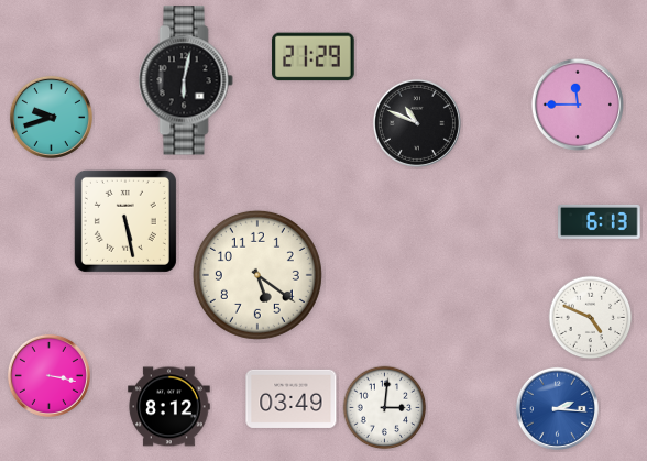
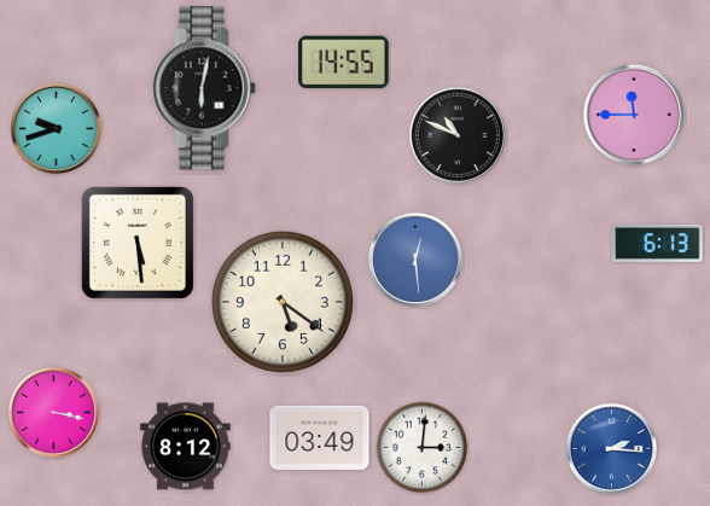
clock at (314, 57): 21:29 -> 14:55
clock at (125, 221): 5:28 -> 5:29
clock at (415, 260): none -> 12:29
clock at (591, 318): 4:49 -> none
